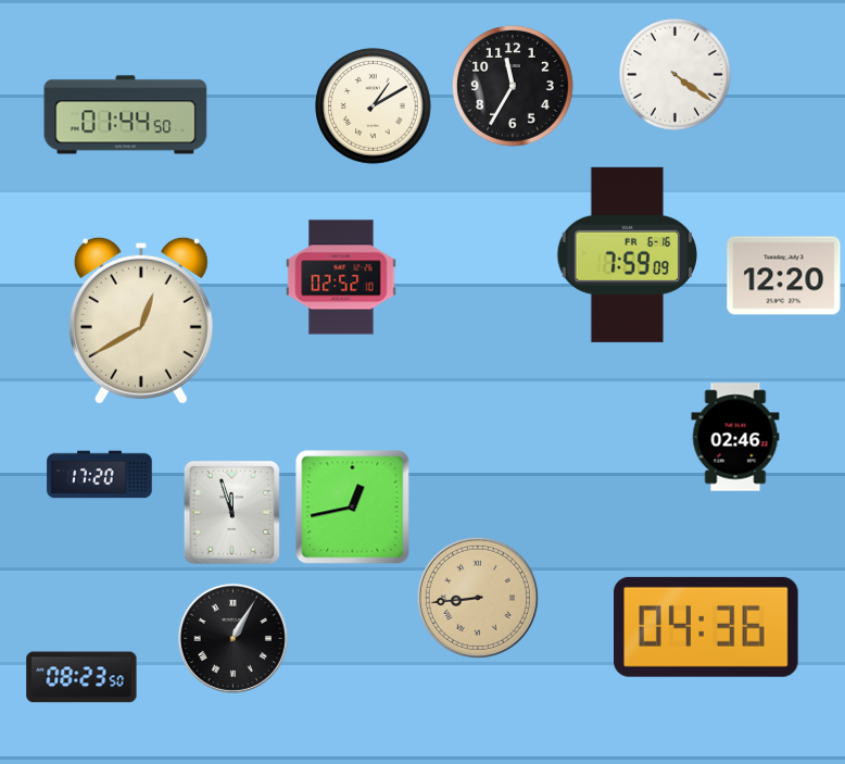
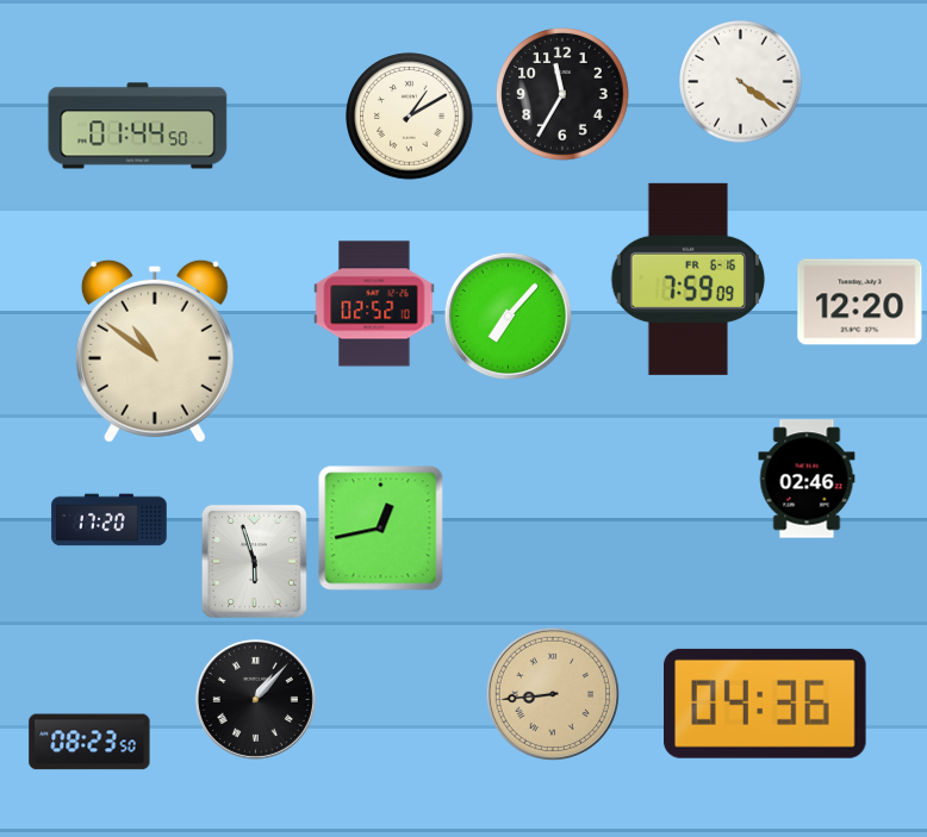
clock at (508, 316): none -> 7:07
clock at (141, 321): 12:40 -> 10:51
clock at (353, 508) position: (353, 508) -> (381, 529)
clock at (231, 512): 11:57 -> 5:57
clock at (477, 597) position: (477, 597) -> (552, 693)
clock at (707, 627) position: (707, 627) -> (766, 704)
clock at (232, 638): 1:05 -> 1:07
